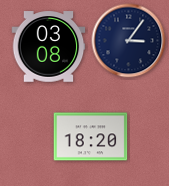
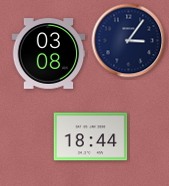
clock at (49, 47) position: (49, 47) -> (49, 54)
clock at (91, 137): 18:20 -> 18:44
